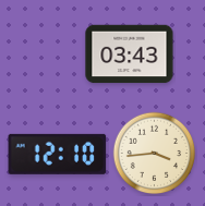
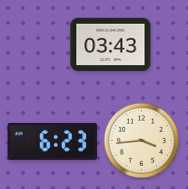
clock at (130, 54) position: (130, 54) -> (111, 45)
clock at (58, 154): 12:10 -> 6:23
